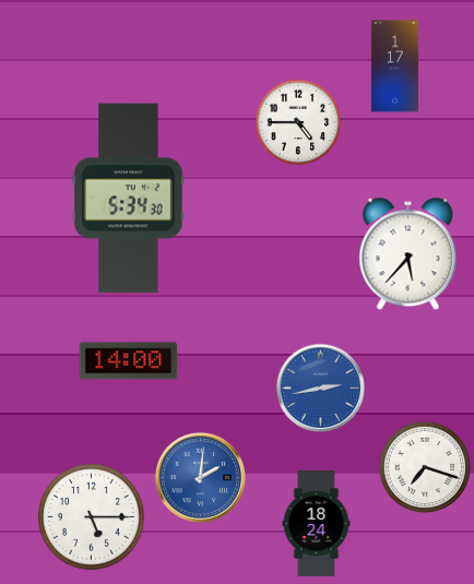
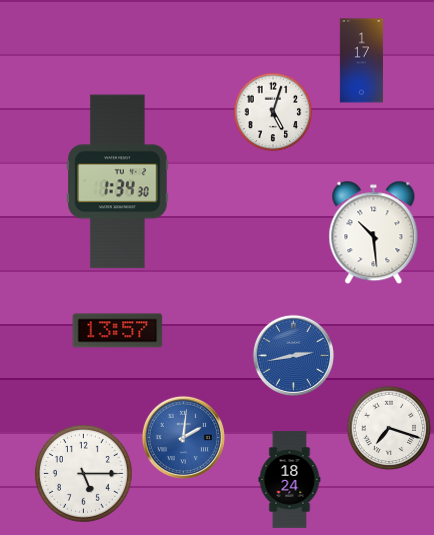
clock at (298, 122): 4:45 -> 5:03
clock at (129, 199): 5:34 -> 1:34
clock at (408, 254): 5:37 -> 10:29
clock at (129, 361): 14:00 -> 13:57
